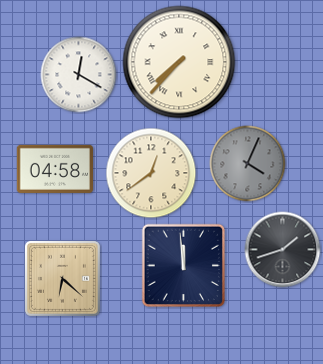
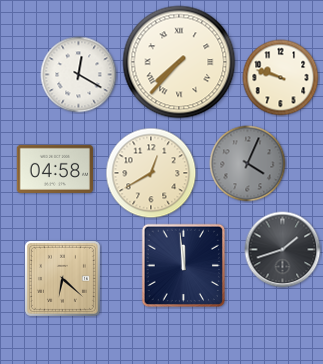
clock at (281, 78): none -> 9:48
clock at (151, 173): 12:39 -> 12:40
